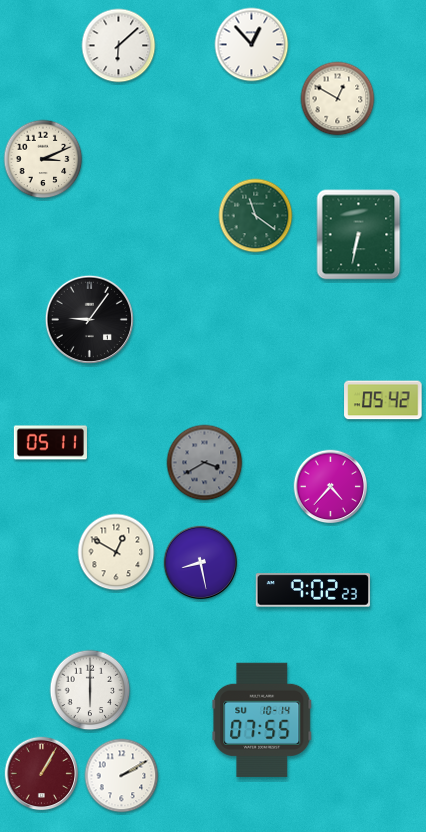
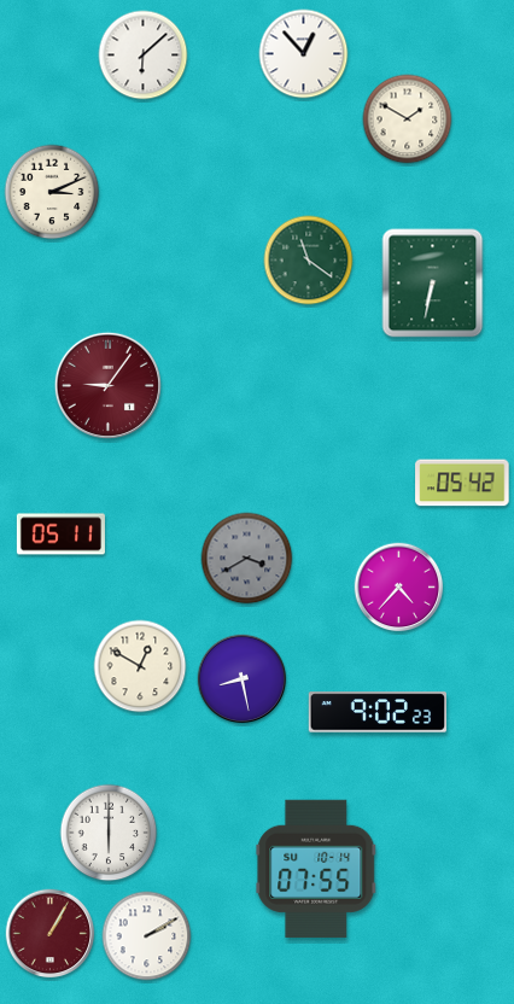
clock at (338, 99): 12:50 -> 1:50
clock at (89, 319) dial: black -> burgundy
